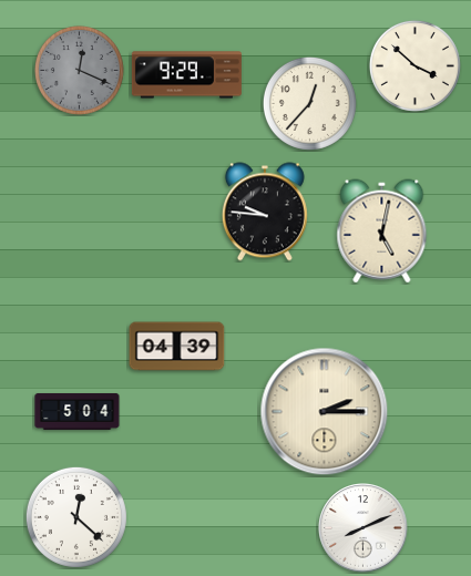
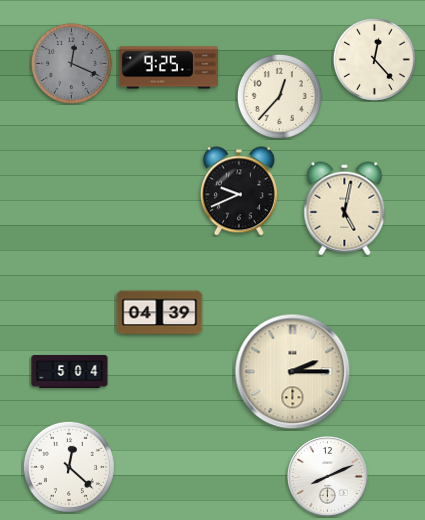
clock at (414, 65): 3:52 -> 12:23
clock at (186, 75): 9:29 -> 9:25
clock at (309, 103) position: (309, 103) -> (279, 96)
clock at (265, 212): 9:46 -> 9:41
